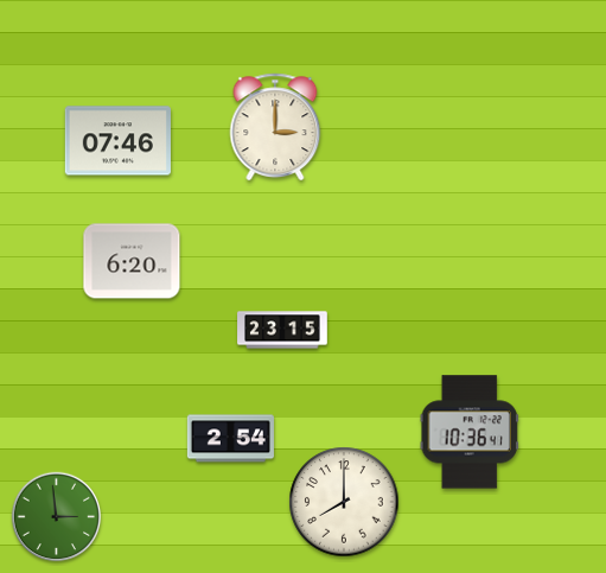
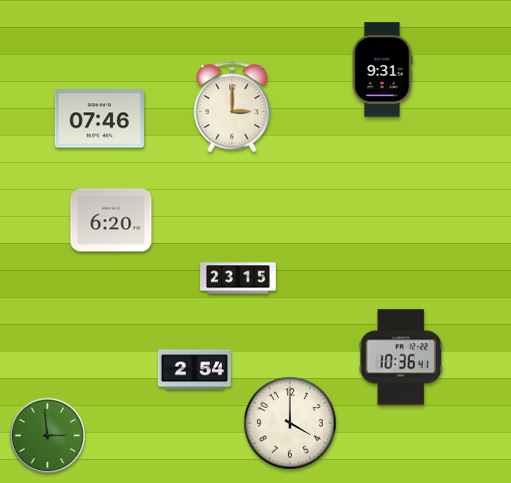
clock at (382, 70): none -> 9:31
clock at (468, 432) position: (468, 432) -> (400, 357)
clock at (344, 502): 8:00 -> 4:00
